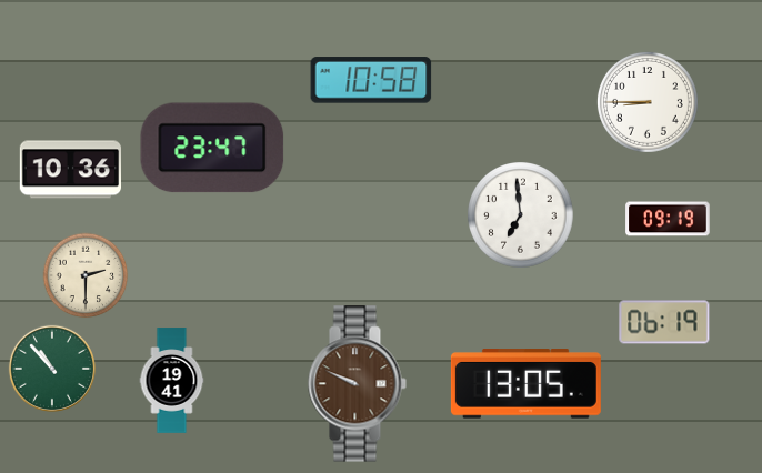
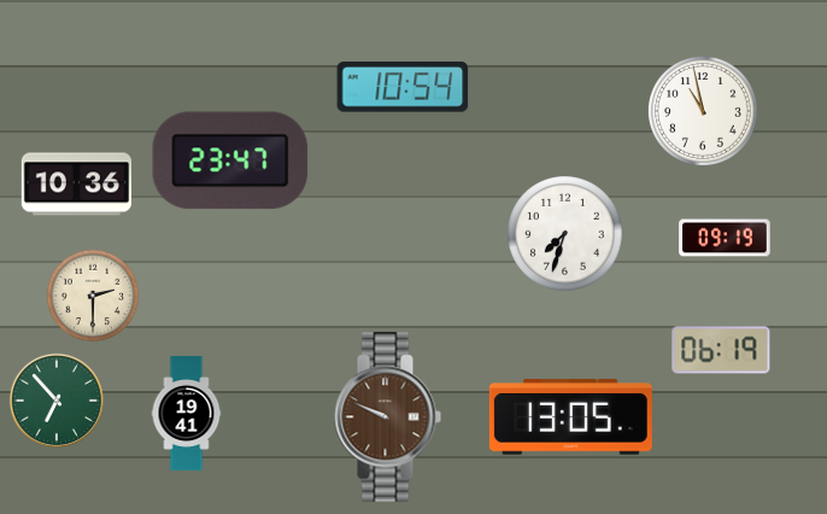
clock at (371, 80): 10:58 -> 10:54
clock at (648, 102): 8:45 -> 10:58
clock at (521, 215): 6:59 -> 7:33
clock at (86, 275) position: (86, 275) -> (93, 296)
clock at (52, 369): 10:53 -> 6:53
